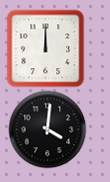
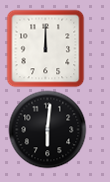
clock at (47, 129): 4:01 -> 6:01
